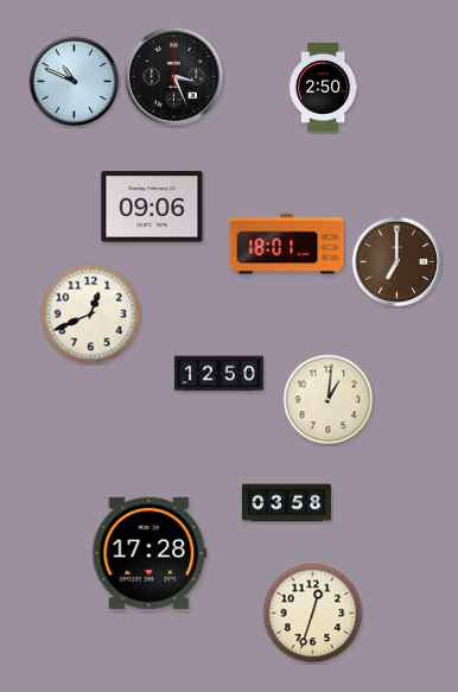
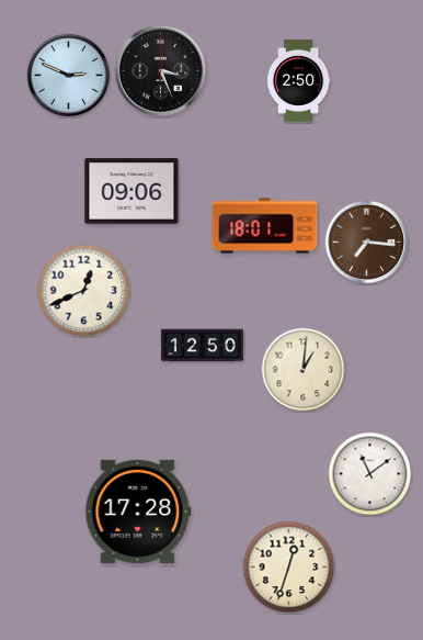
clock at (75, 82): 10:49 -> 2:49
clock at (152, 207) position: (152, 207) -> (132, 191)
clock at (397, 262): 7:00 -> 7:16
clock at (286, 503): 03:58 -> none
clock at (370, 474): none -> 11:09
